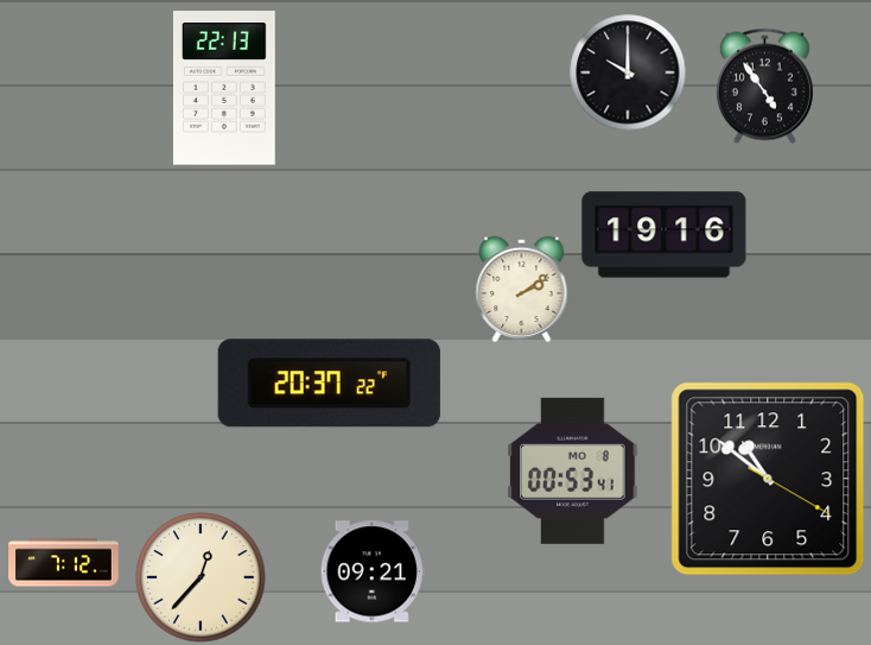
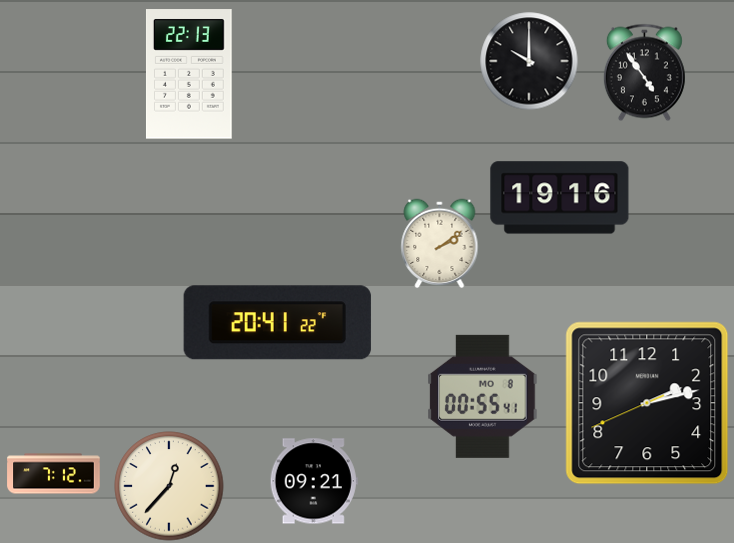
clock at (329, 384): 20:37 -> 20:41
clock at (573, 470): 00:53 -> 00:55
clock at (768, 479): 10:51 -> 2:12
